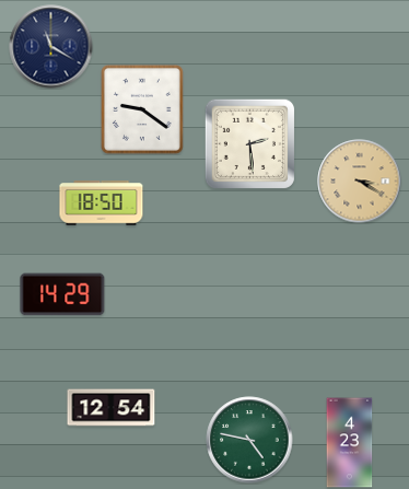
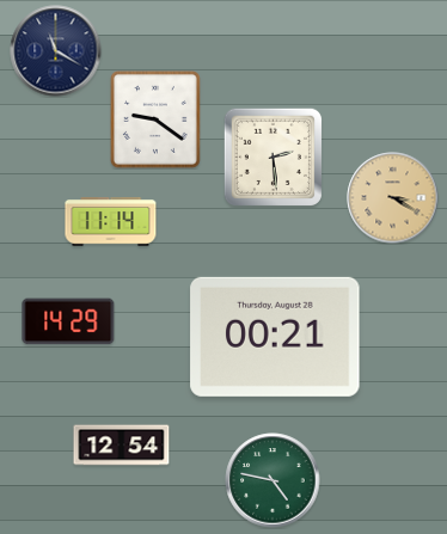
clock at (102, 203): 18:50 -> 11:14
clock at (275, 337): none -> 00:21
clock at (350, 443): 4:23 -> none
